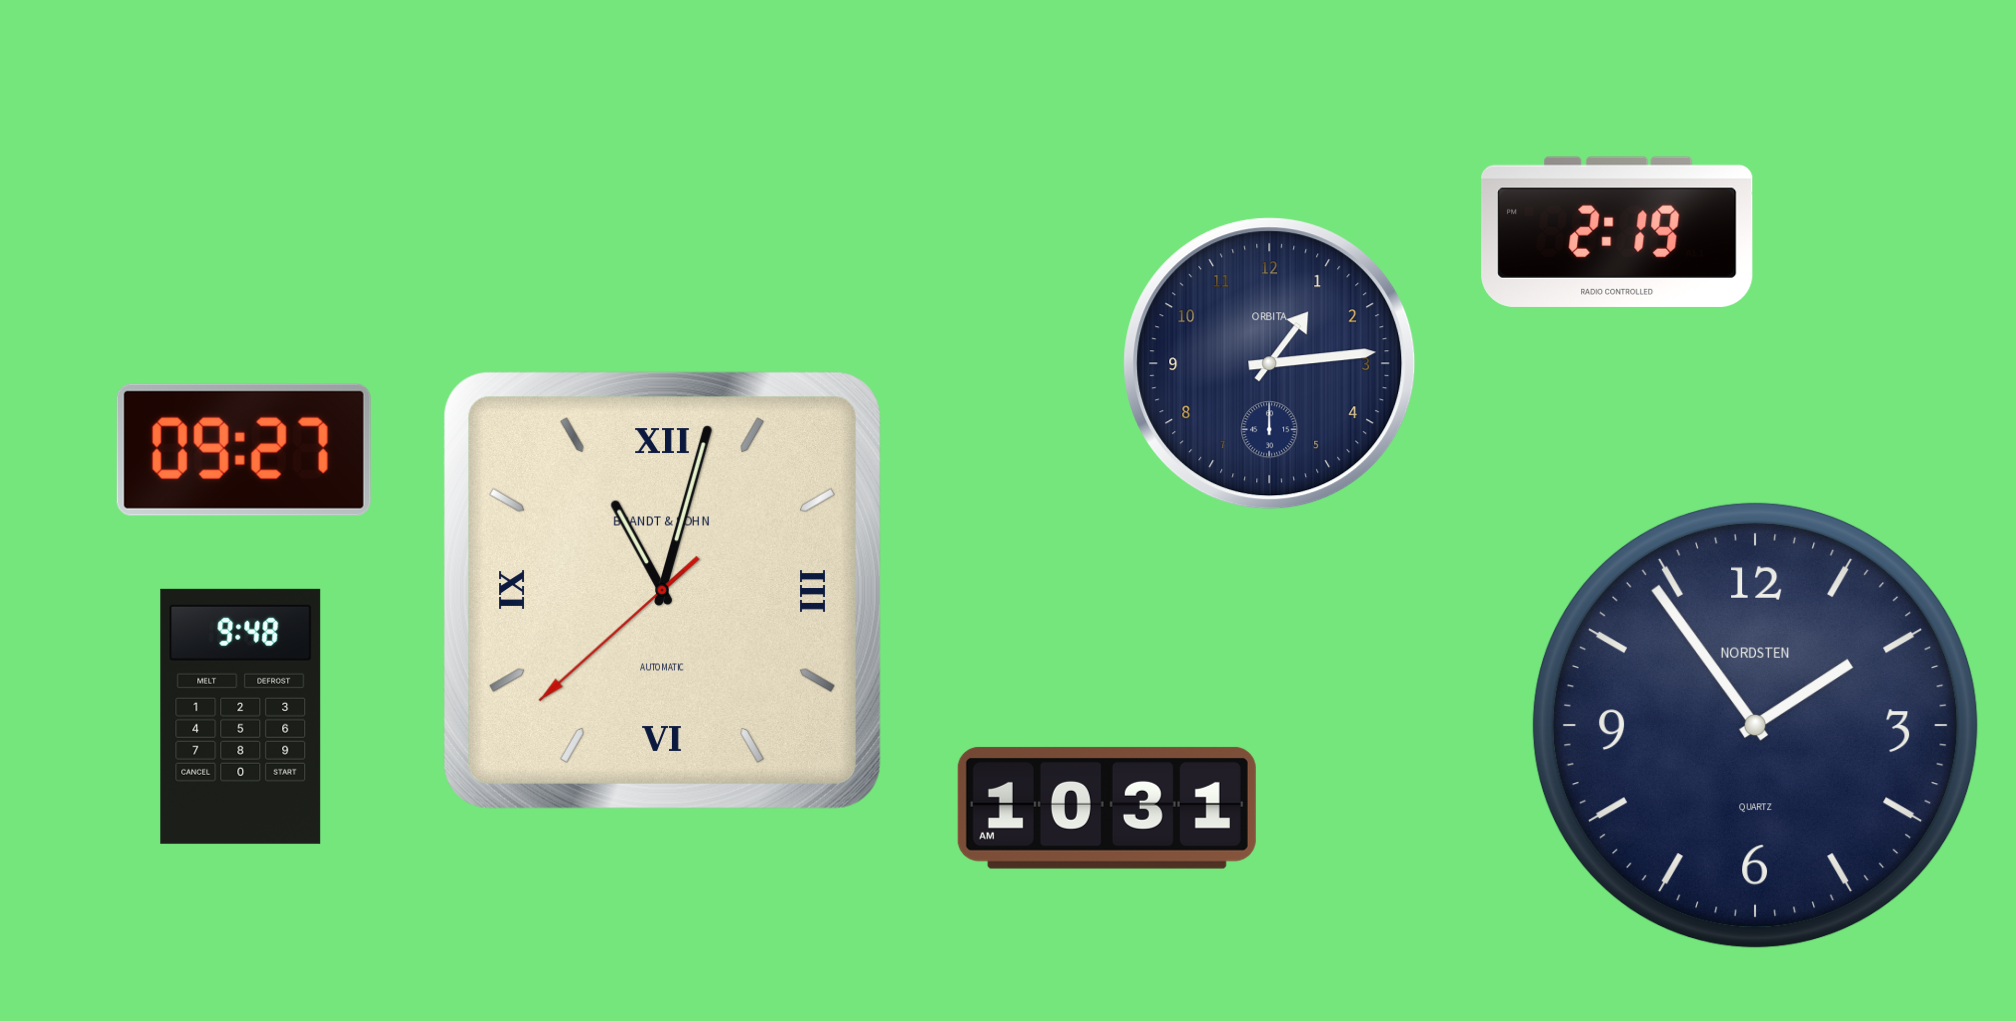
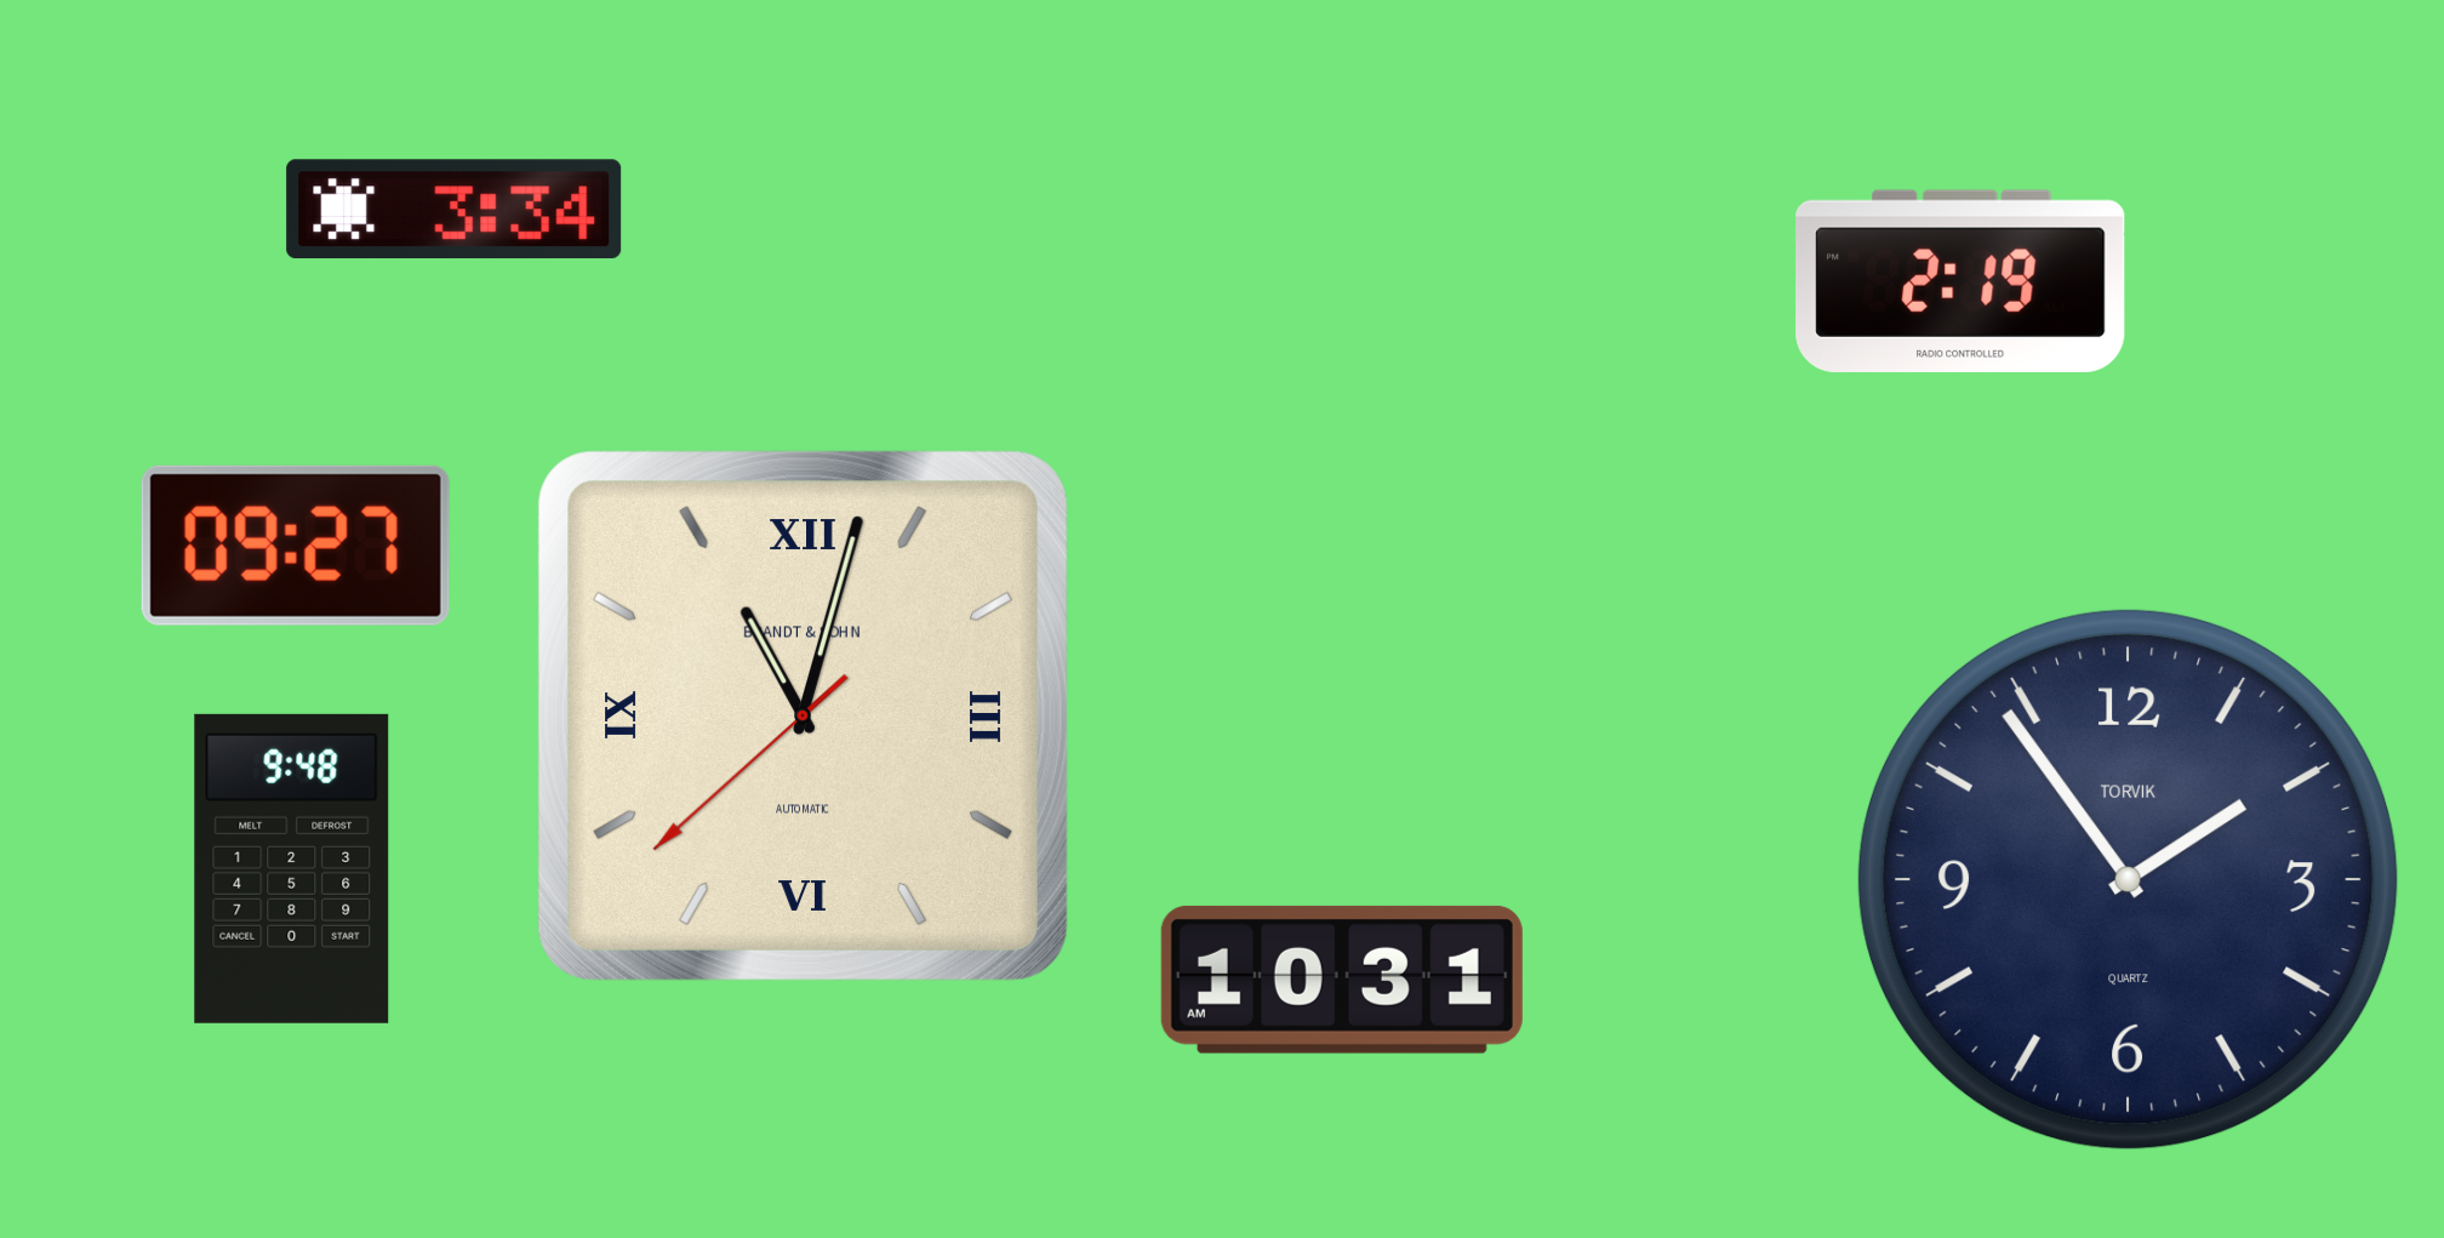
clock at (455, 210): none -> 3:34
clock at (1270, 364): 1:14 -> none
clock at (1755, 725) brand: NORDSTEN -> TORVIK
